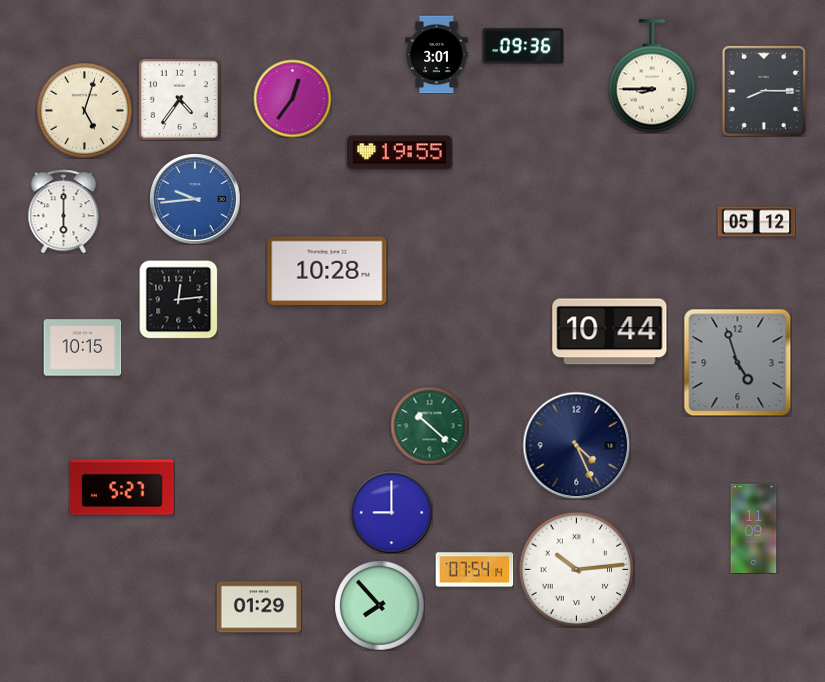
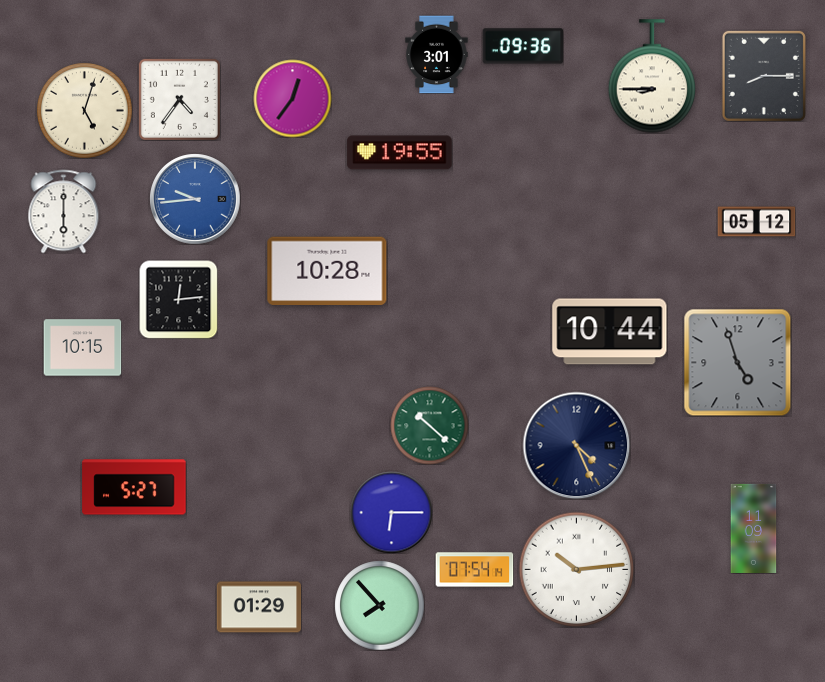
clock at (764, 91) position: (764, 91) -> (764, 76)
clock at (122, 487) position: (122, 487) -> (134, 487)
clock at (391, 512): 9:00 -> 6:15
